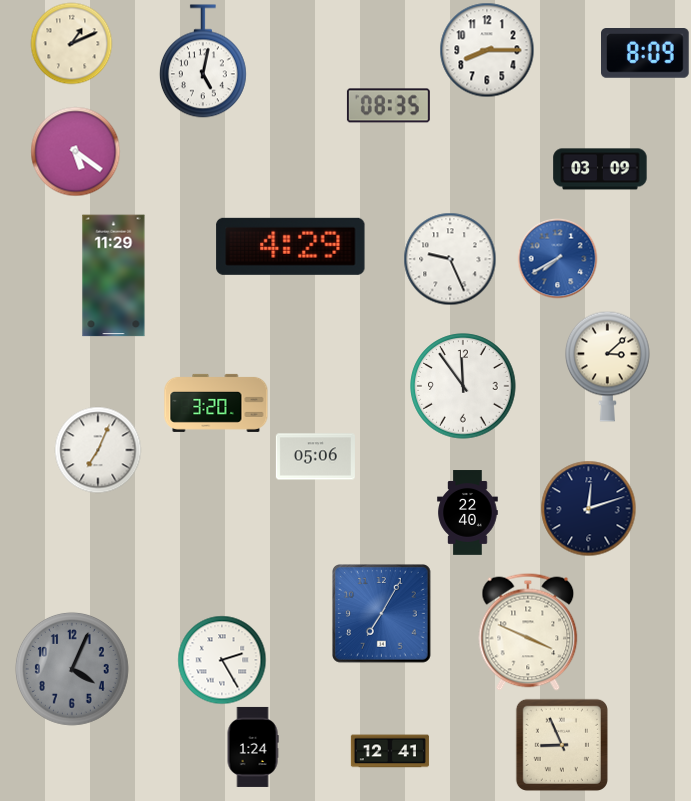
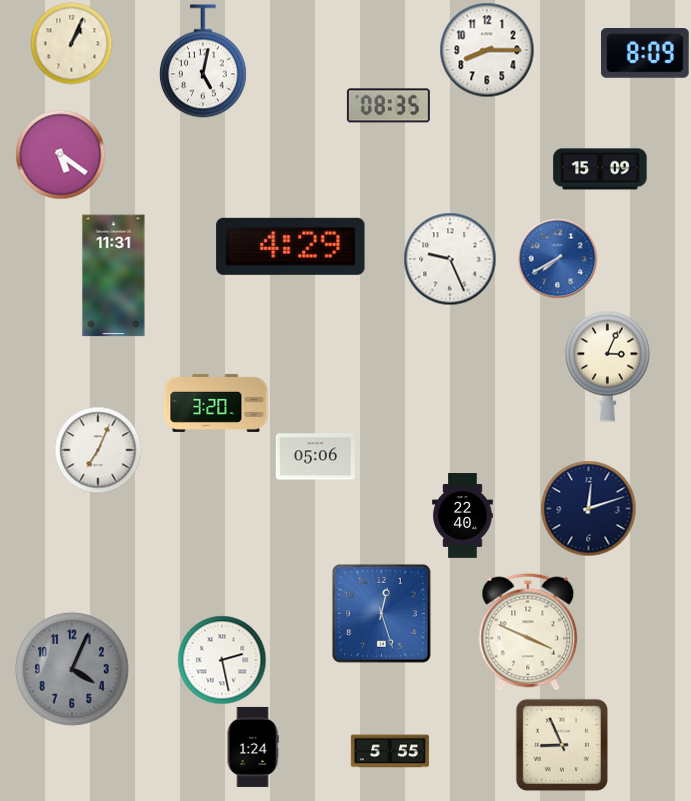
clock at (71, 43): 1:11 -> 1:04
clock at (75, 151) position: (75, 151) -> (60, 154)
clock at (600, 169): 03:09 -> 15:09
clock at (114, 276): 11:29 -> 11:31
clock at (608, 366): 3:08 -> 3:04
clock at (463, 386): 11:54 -> none
clock at (468, 513) position: (468, 513) -> (463, 516)
clock at (382, 614): 7:05 -> 12:27
clock at (222, 660): 2:25 -> 2:28
clock at (390, 751): 12:41 -> 5:55
